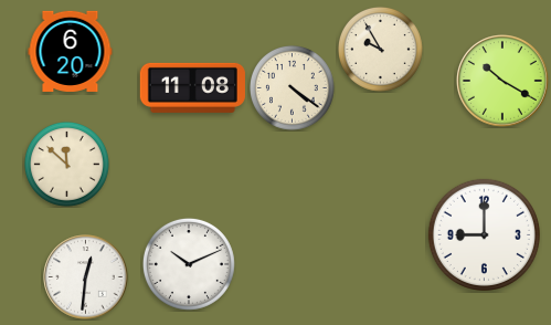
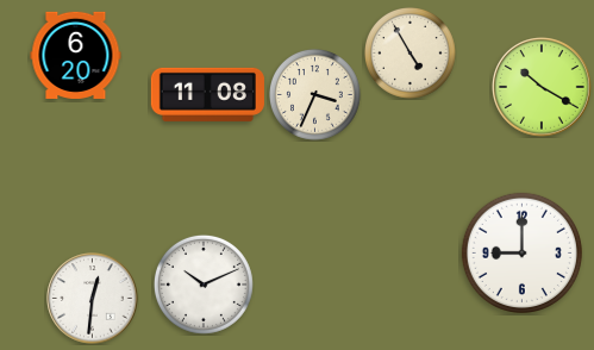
clock at (381, 50): 9:55 -> 4:55
clock at (293, 88): 4:21 -> 3:34
clock at (67, 165): 11:52 -> none
